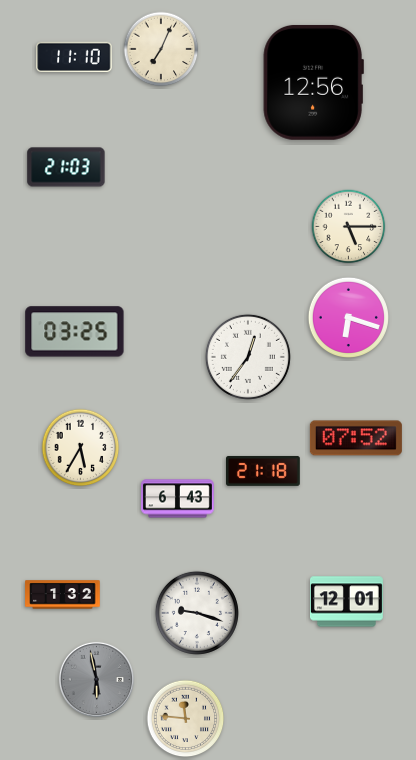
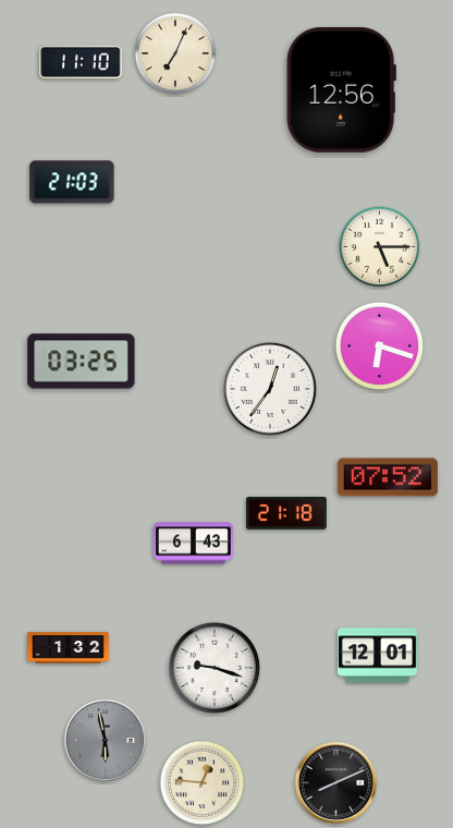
clock at (81, 448): 5:35 -> none
clock at (335, 782): none -> 8:11
clock at (186, 719): 11:46 -> 12:46
